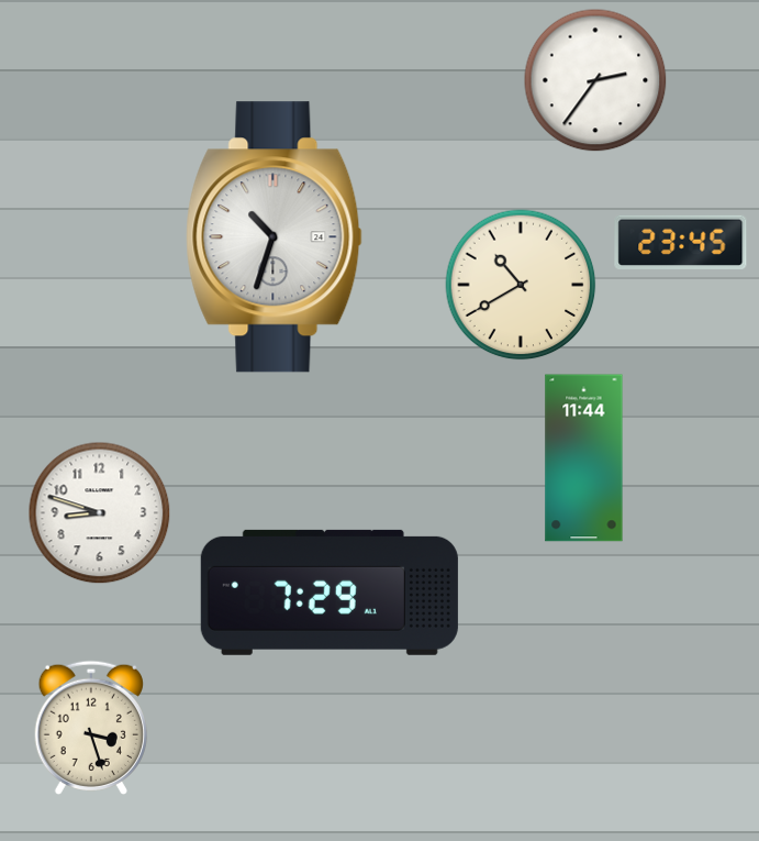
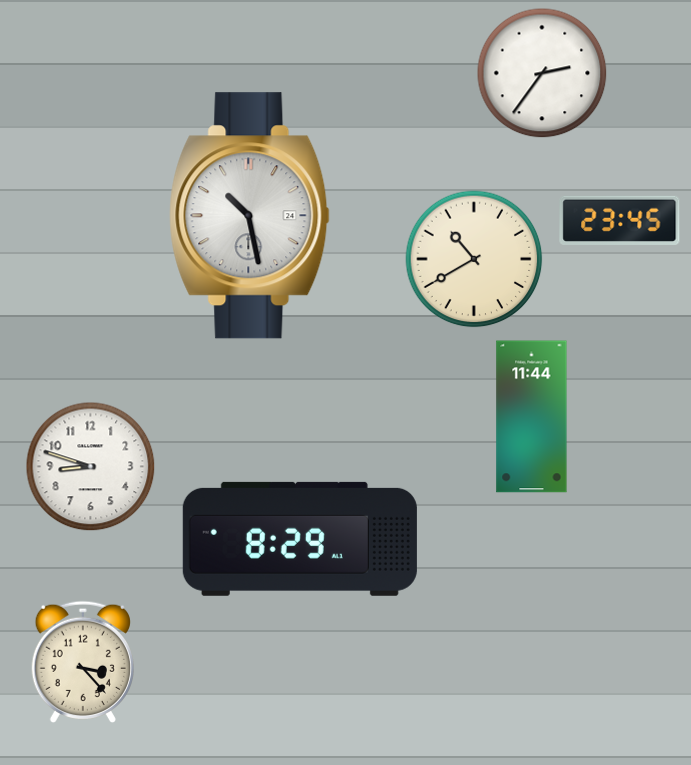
clock at (275, 237): 10:33 -> 10:28
clock at (330, 593): 7:29 -> 8:29
clock at (91, 727): 3:27 -> 3:23
